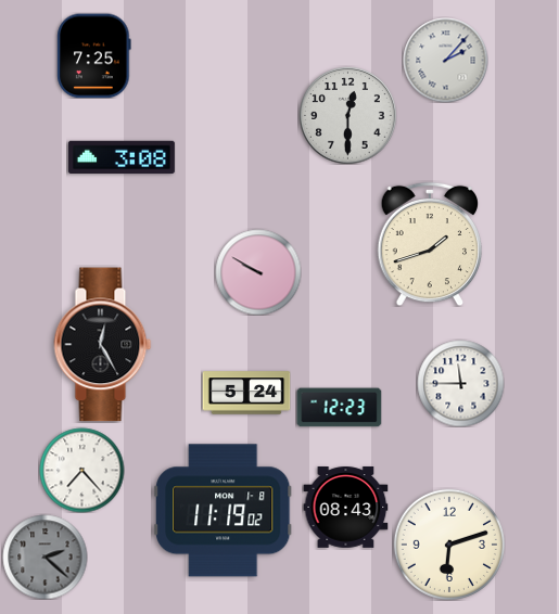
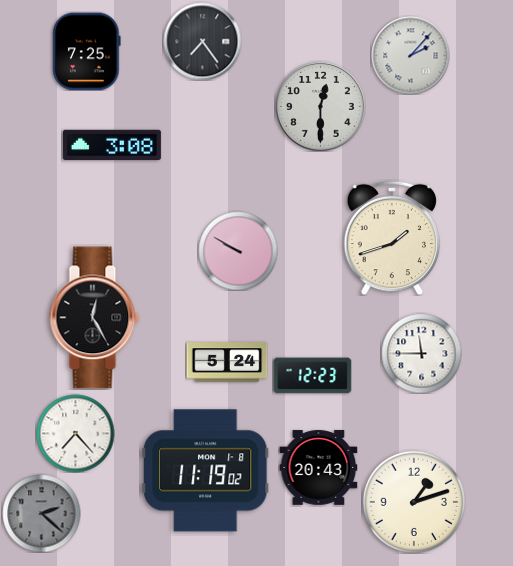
clock at (202, 41): none -> 7:24
clock at (430, 244) position: (430, 244) -> (392, 238)
clock at (460, 383) position: (460, 383) -> (421, 353)
clock at (345, 508): 08:43 -> 20:43
clock at (449, 545): 6:12 -> 1:12
